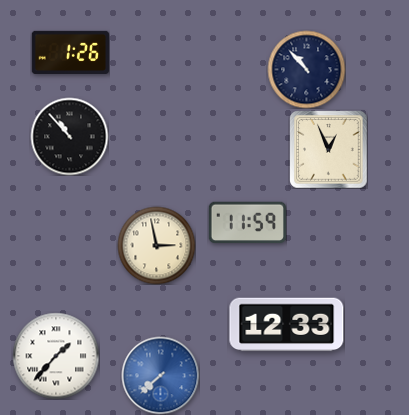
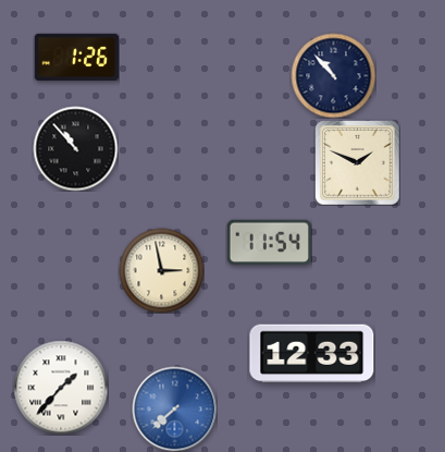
clock at (328, 149): 12:56 -> 1:49
clock at (247, 223): 11:59 -> 11:54
clock at (156, 245) position: (156, 245) -> (161, 270)
